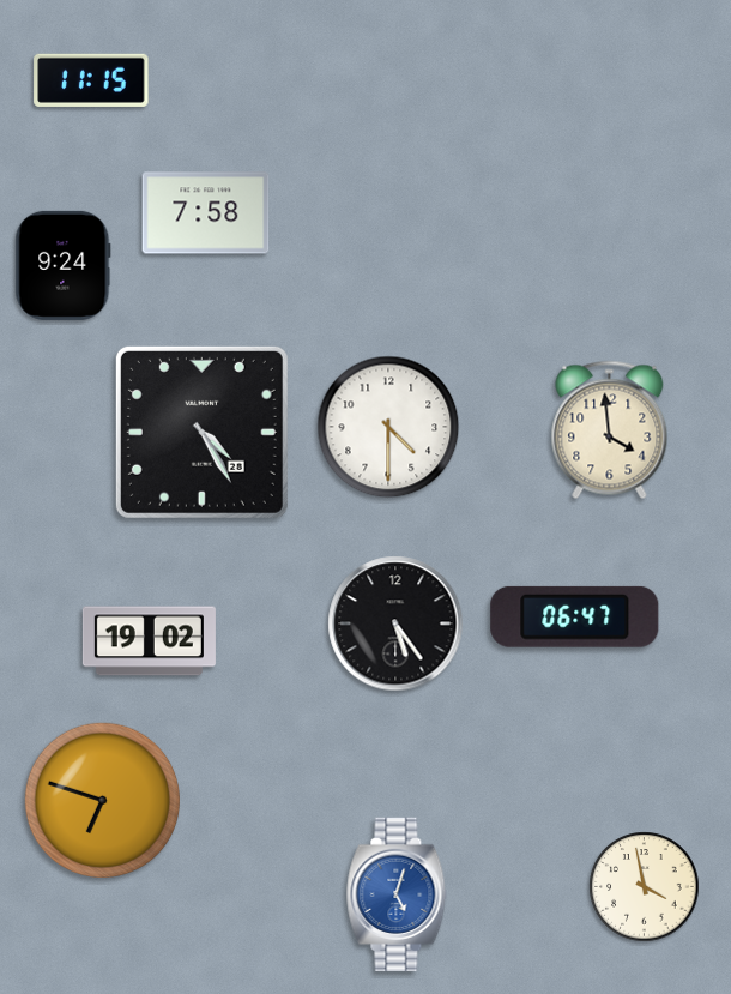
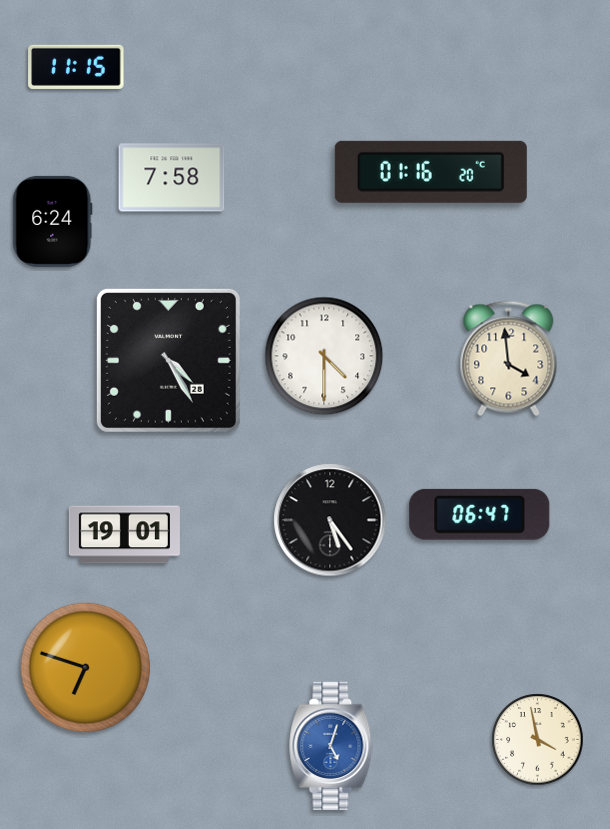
clock at (431, 172): none -> 01:16
clock at (64, 265): 9:24 -> 6:24
clock at (149, 641): 19:02 -> 19:01
